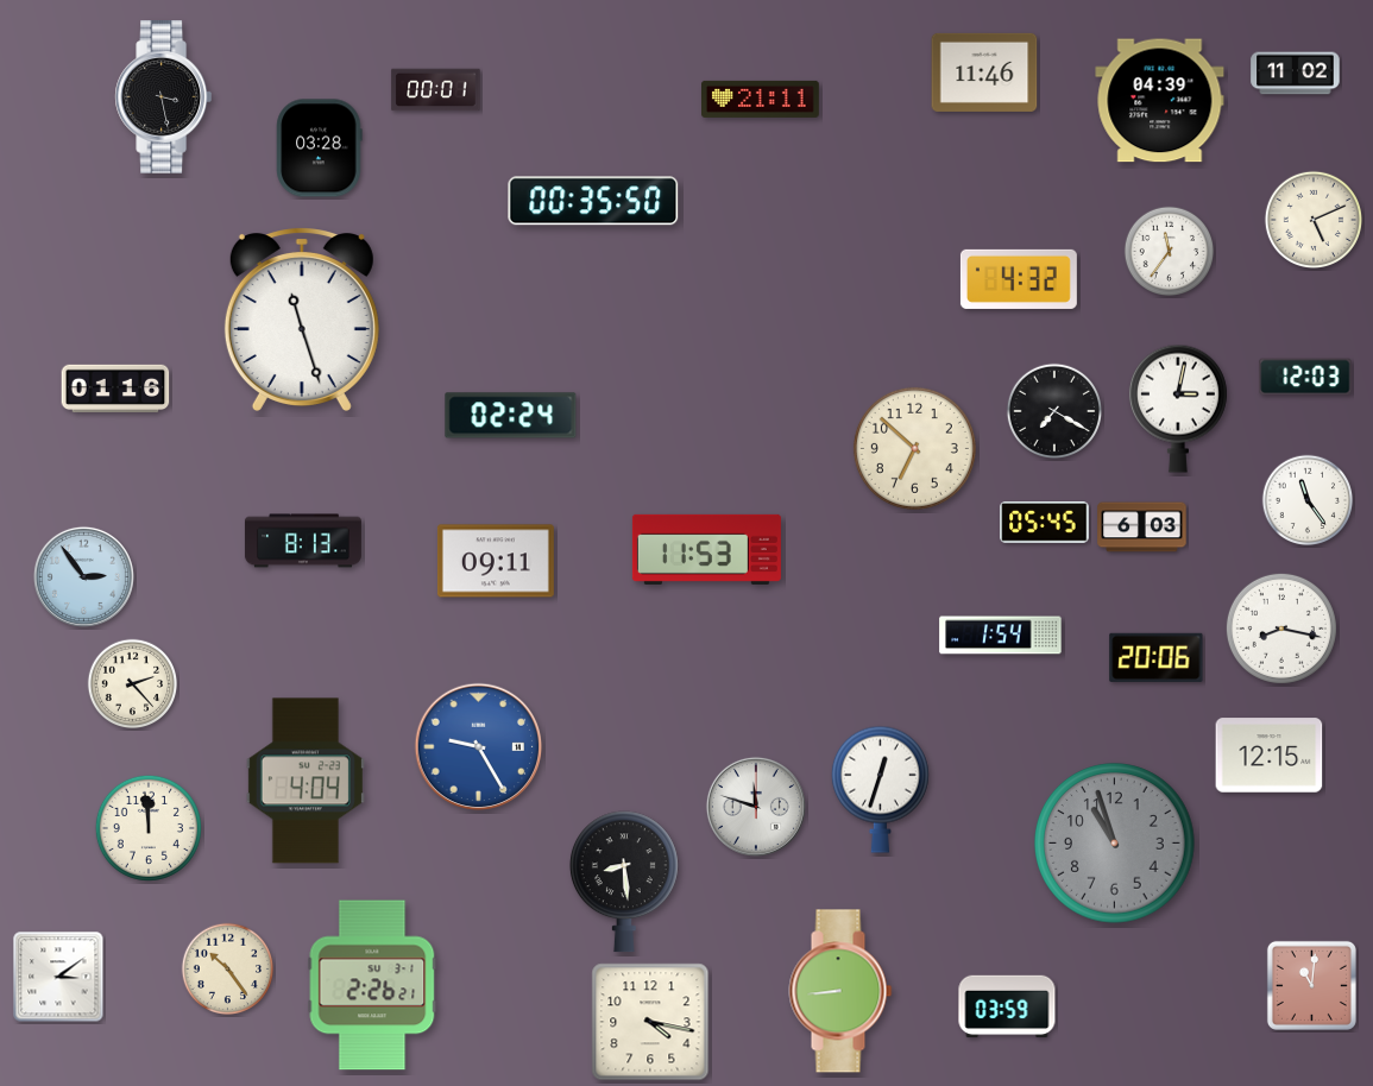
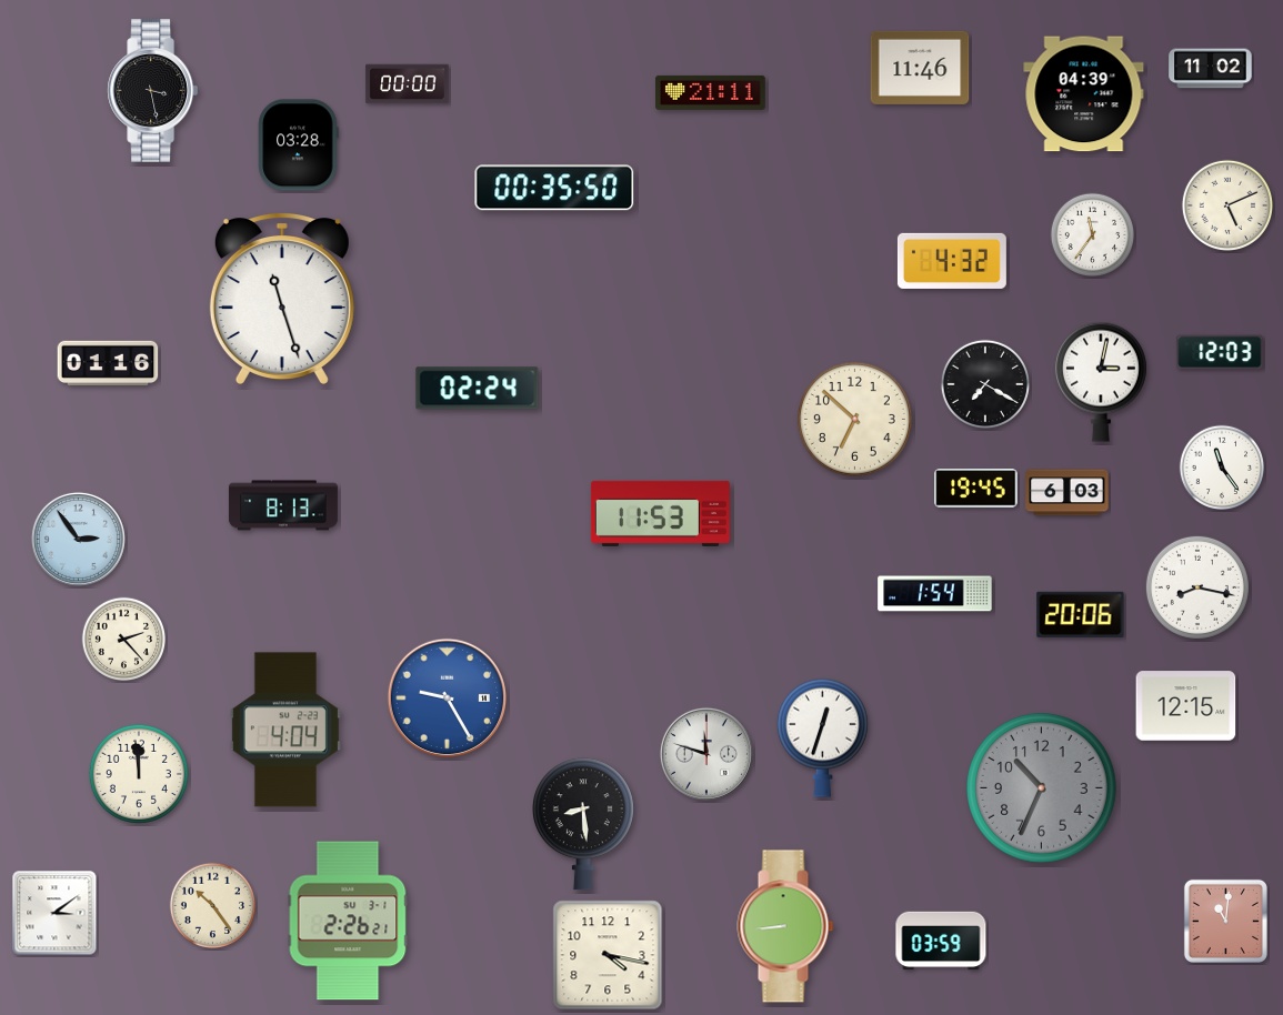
clock at (436, 90): 00:01 -> 00:00
clock at (320, 149) position: (320, 149) -> (299, 145)
clock at (1045, 523): 05:45 -> 19:45
clock at (496, 561): 09:11 -> none
clock at (1115, 844): 10:57 -> 10:34
